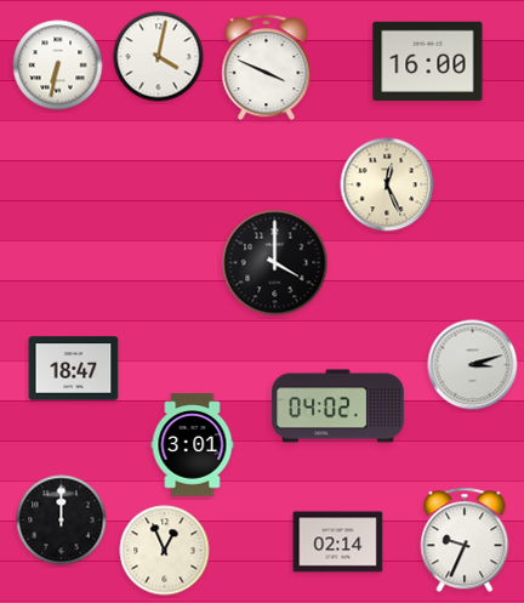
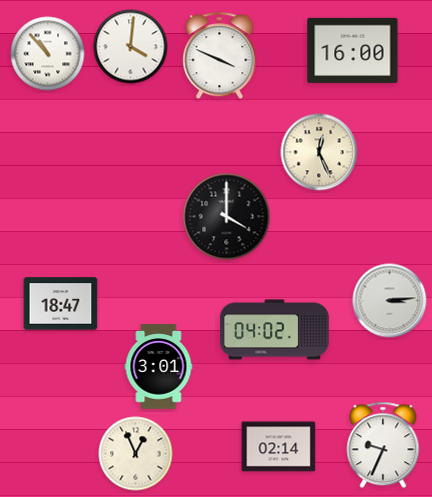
clock at (159, 57): 4:02 -> 4:01
clock at (58, 66): 6:32 -> 10:53
clock at (473, 365): 3:12 -> 3:14
clock at (338, 406) position: (338, 406) -> (275, 330)
clock at (62, 520): 12:00 -> none
